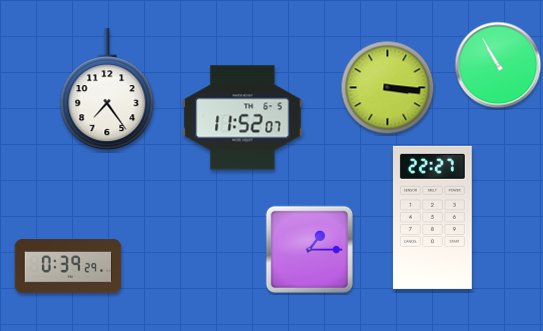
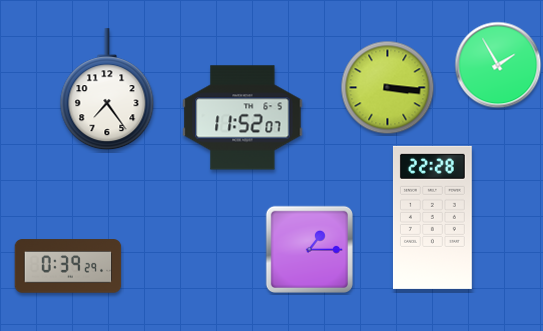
clock at (498, 65): 10:55 -> 1:55
clock at (432, 217): 22:27 -> 22:28
